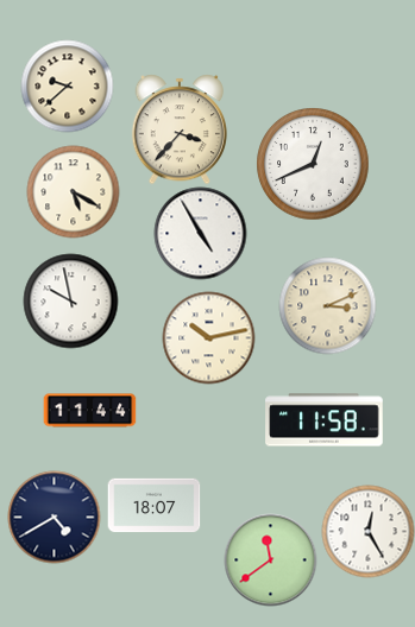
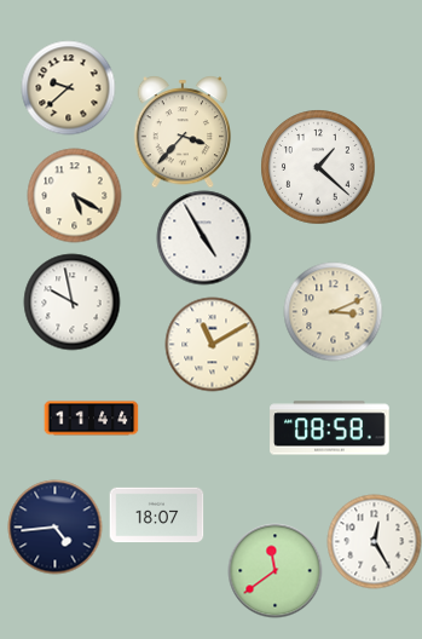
clock at (313, 164): 12:41 -> 1:22
clock at (70, 300) position: (70, 300) -> (71, 301)
clock at (208, 337): 10:13 -> 11:10
clock at (325, 420): 11:58 -> 08:58
clock at (54, 517): 4:40 -> 4:44
